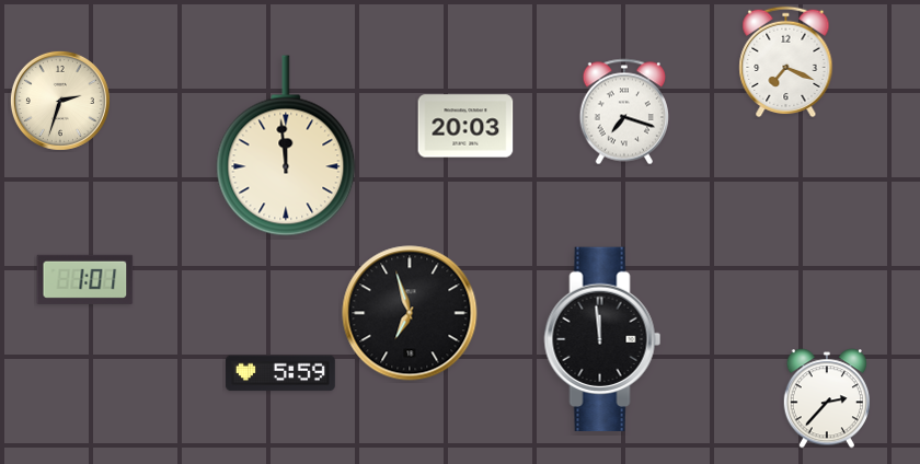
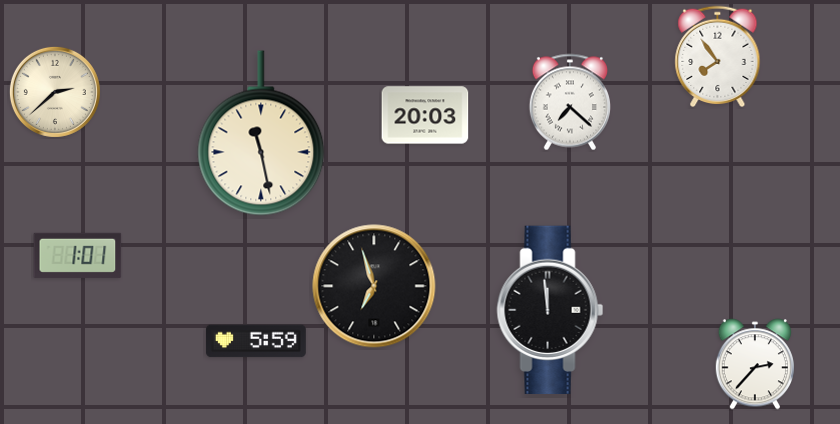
clock at (786, 62): 7:19 -> 7:54
clock at (60, 101): 2:33 -> 2:38
clock at (623, 112): 7:18 -> 7:22
clock at (286, 146): 11:59 -> 11:28
